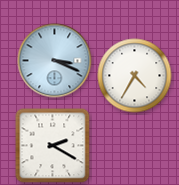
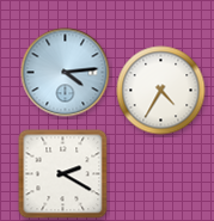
clock at (55, 61): 3:19 -> 4:14
